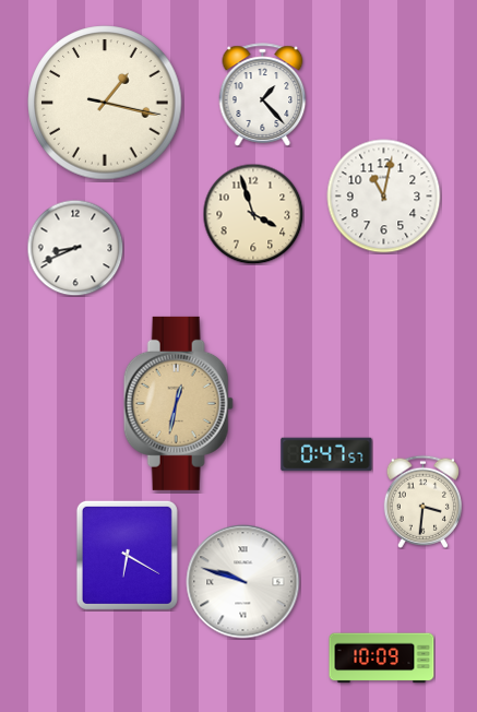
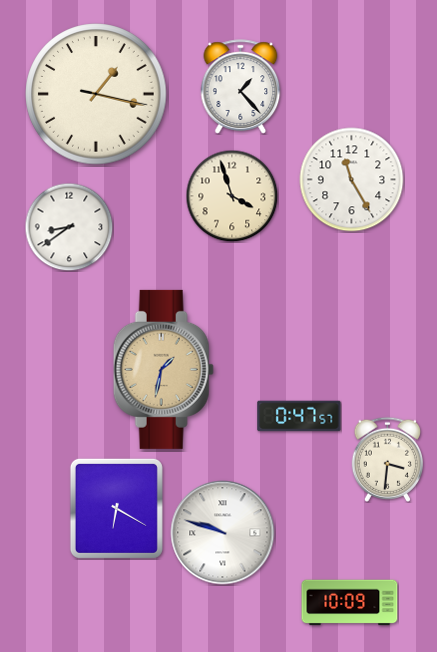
clock at (384, 197): 11:02 -> 11:25
clock at (75, 248): 8:41 -> 8:39
clock at (178, 403): 12:32 -> 1:32
